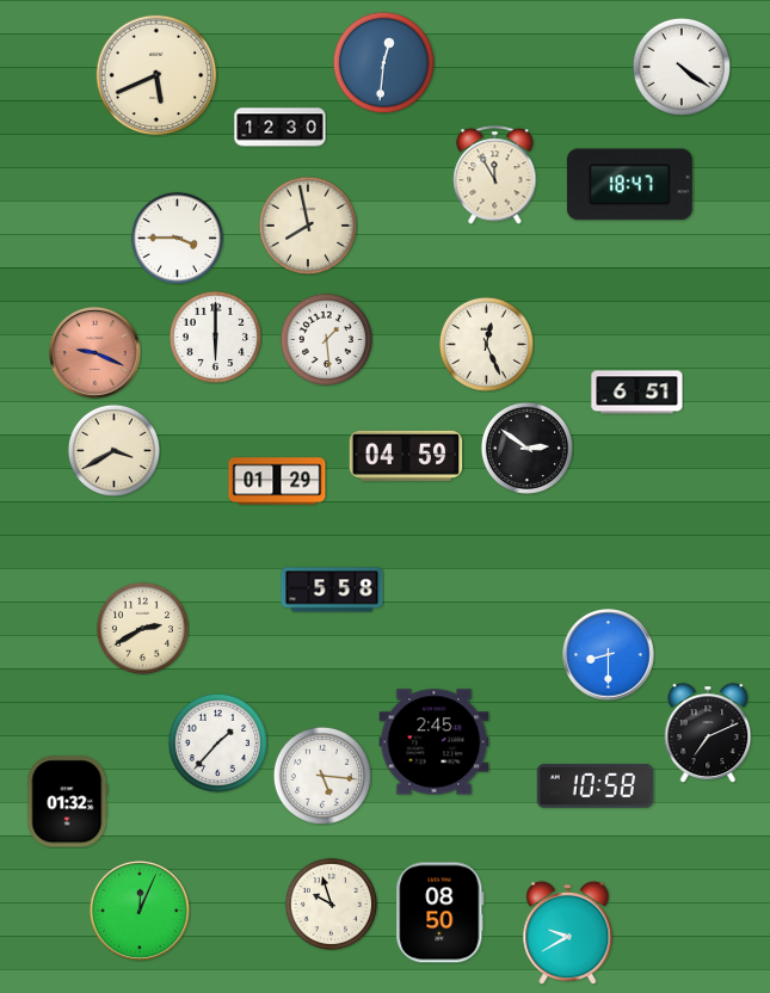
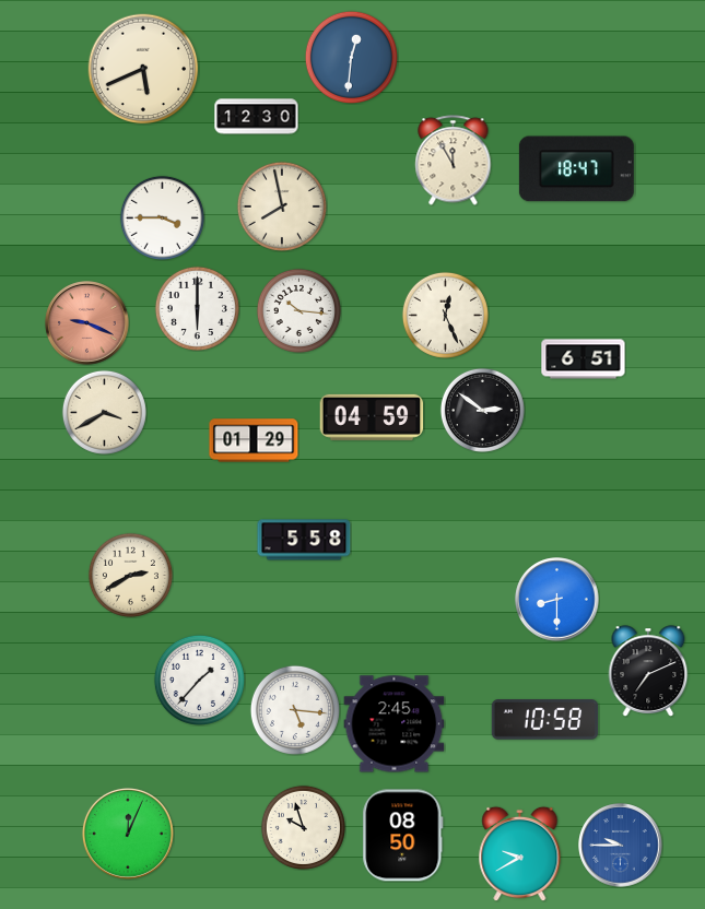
clock at (682, 67): 4:21 -> none
clock at (326, 339): 1:29 -> 10:16
clock at (435, 742) position: (435, 742) -> (395, 724)
clock at (68, 802): 01:32 -> none
clock at (621, 846): none -> 9:45
